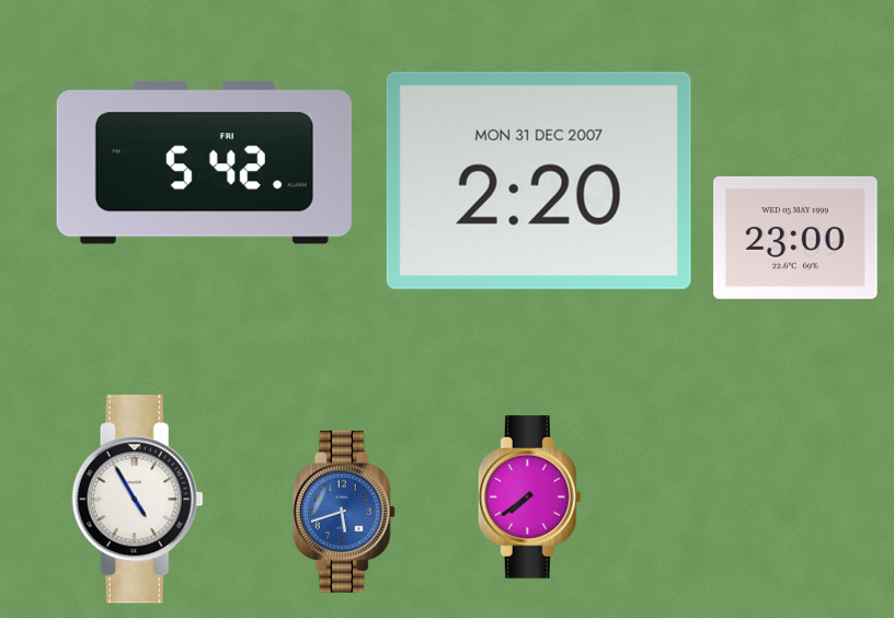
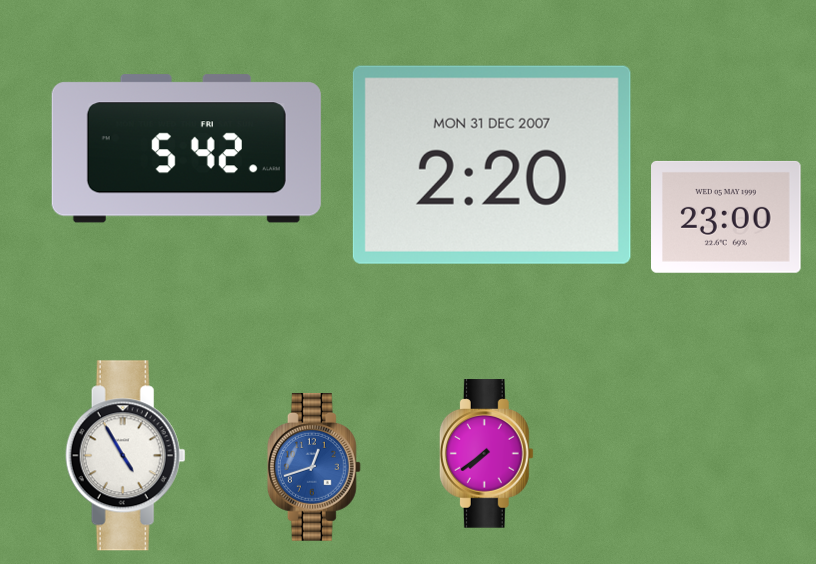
clock at (529, 497) position: (529, 497) -> (486, 454)
clock at (344, 513): 5:42 -> 12:42
